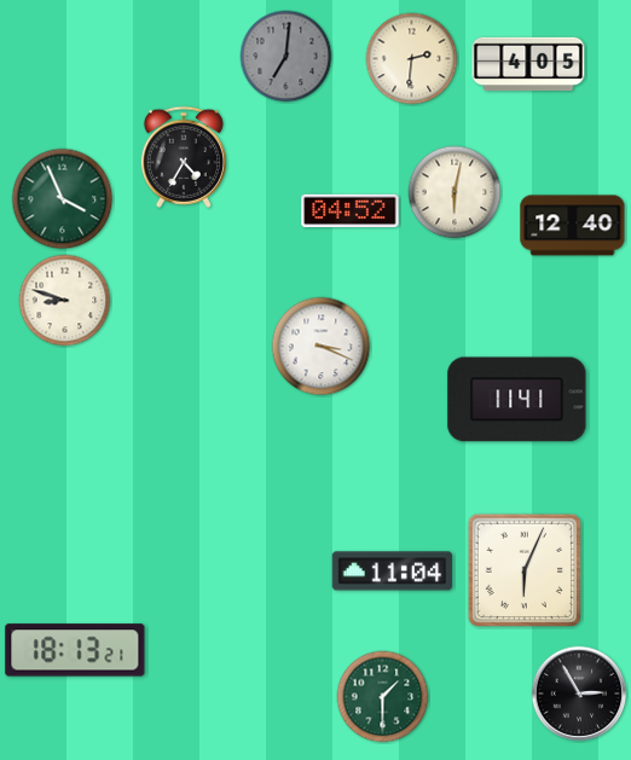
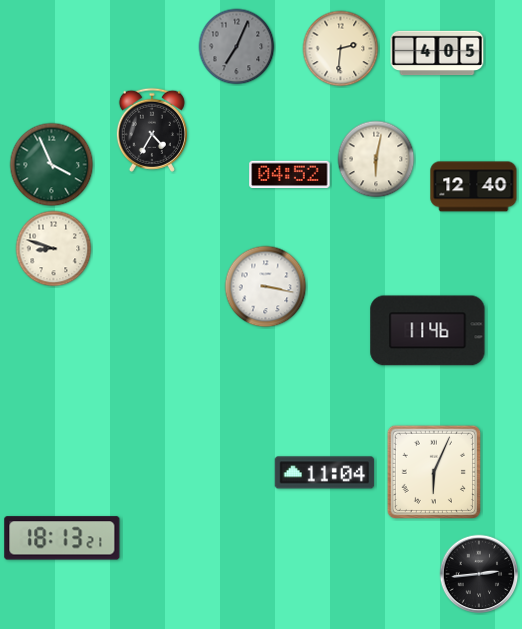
clock at (286, 57): 7:01 -> 7:04
clock at (322, 347): 3:19 -> 3:17
clock at (517, 400): 11:41 -> 11:46
clock at (579, 694): 2:55 -> 2:44
clock at (383, 697): 1:30 -> none
